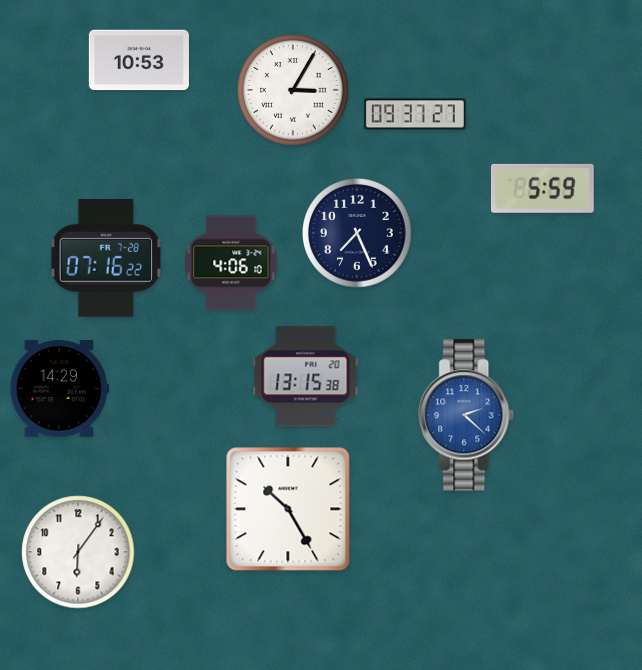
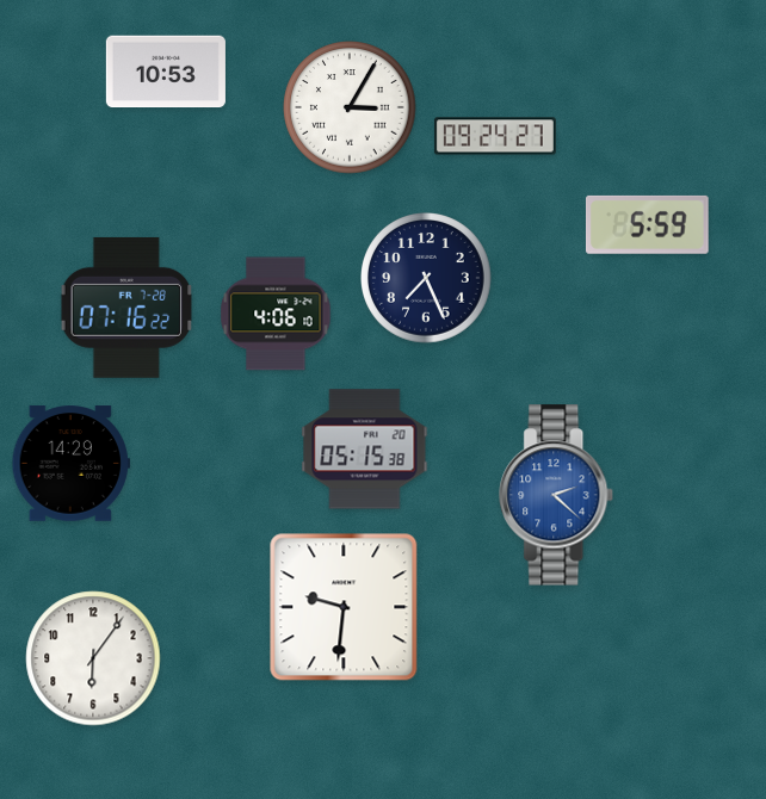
clock at (415, 114): 09:37 -> 09:24
clock at (306, 377): 13:15 -> 05:15
clock at (288, 509): 10:25 -> 9:31
